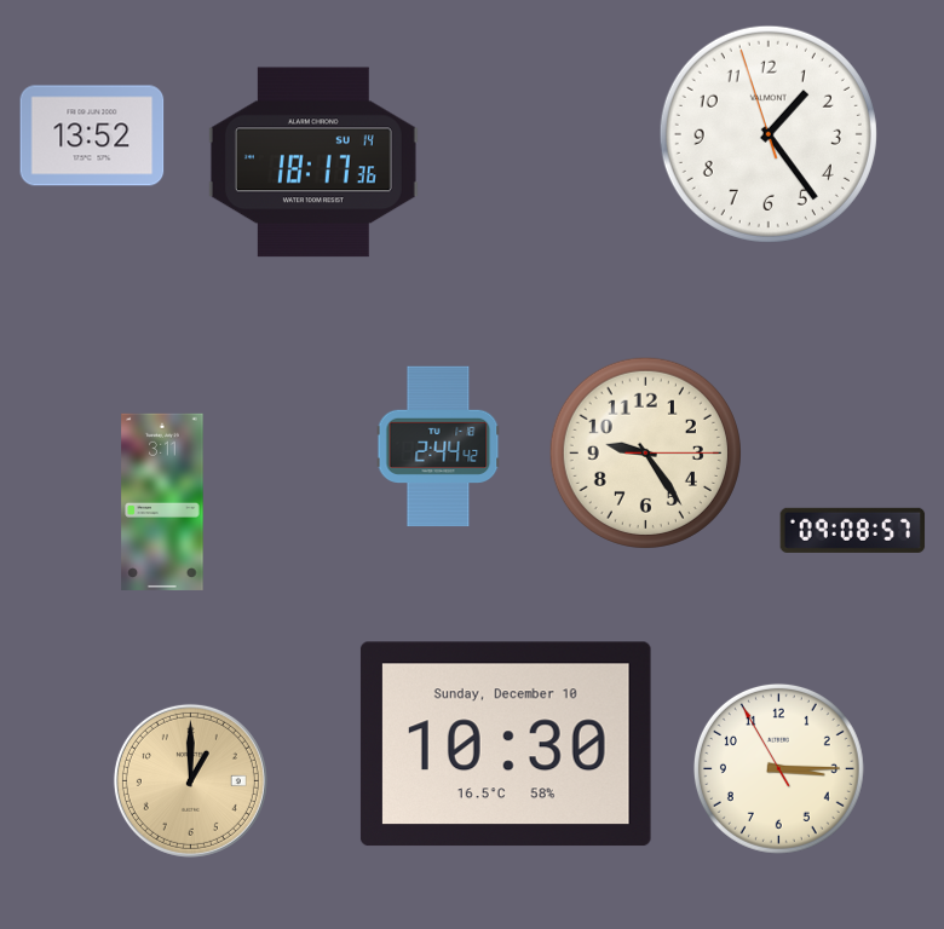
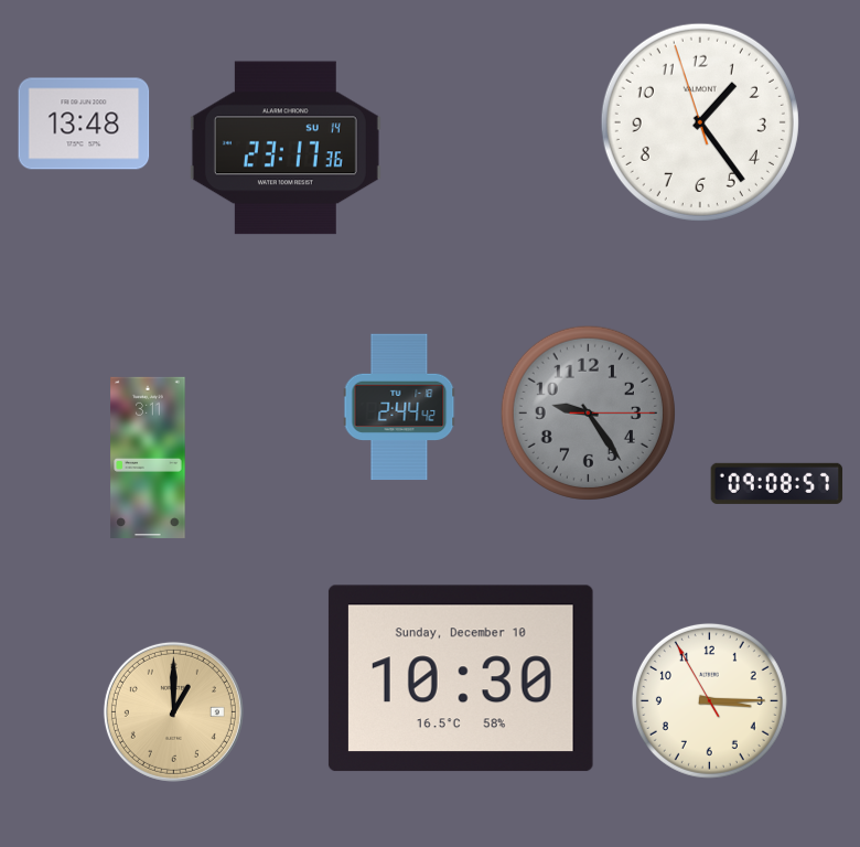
clock at (92, 135): 13:52 -> 13:48
clock at (313, 162): 18:17 -> 23:17
clock at (645, 452) dial: cream -> grey
